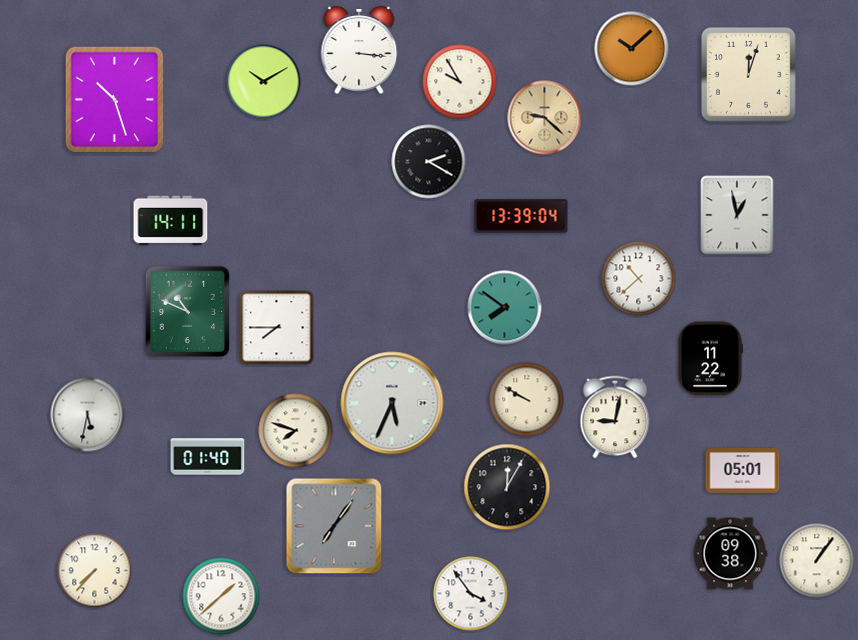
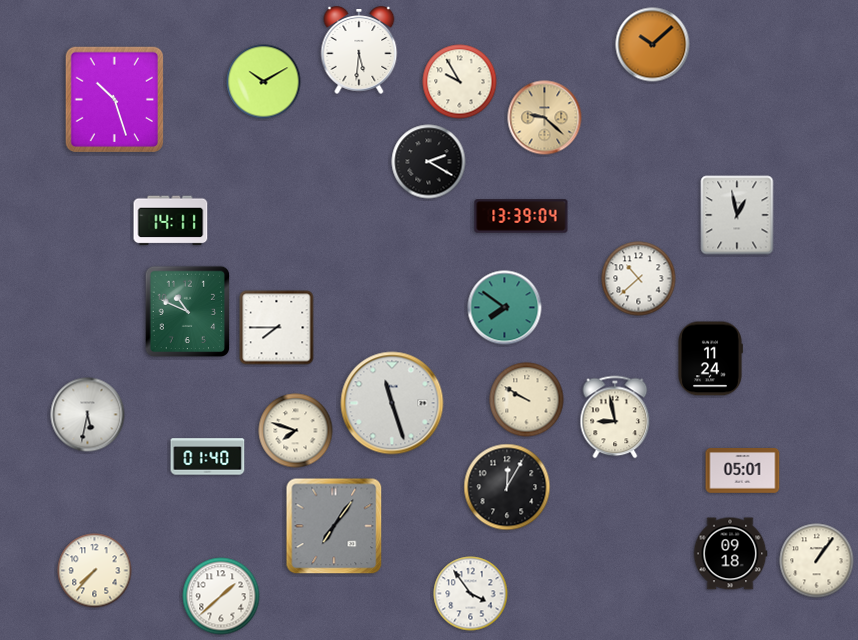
clock at (632, 49) position: (632, 49) -> (653, 45)
clock at (359, 50): 3:16 -> 5:31
clock at (749, 74): 12:03 -> none
clock at (710, 359): 11:22 -> 11:24
clock at (392, 403): 5:34 -> 11:27
clock at (615, 417): 9:02 -> 8:58
clock at (730, 554): 09:38 -> 09:18
